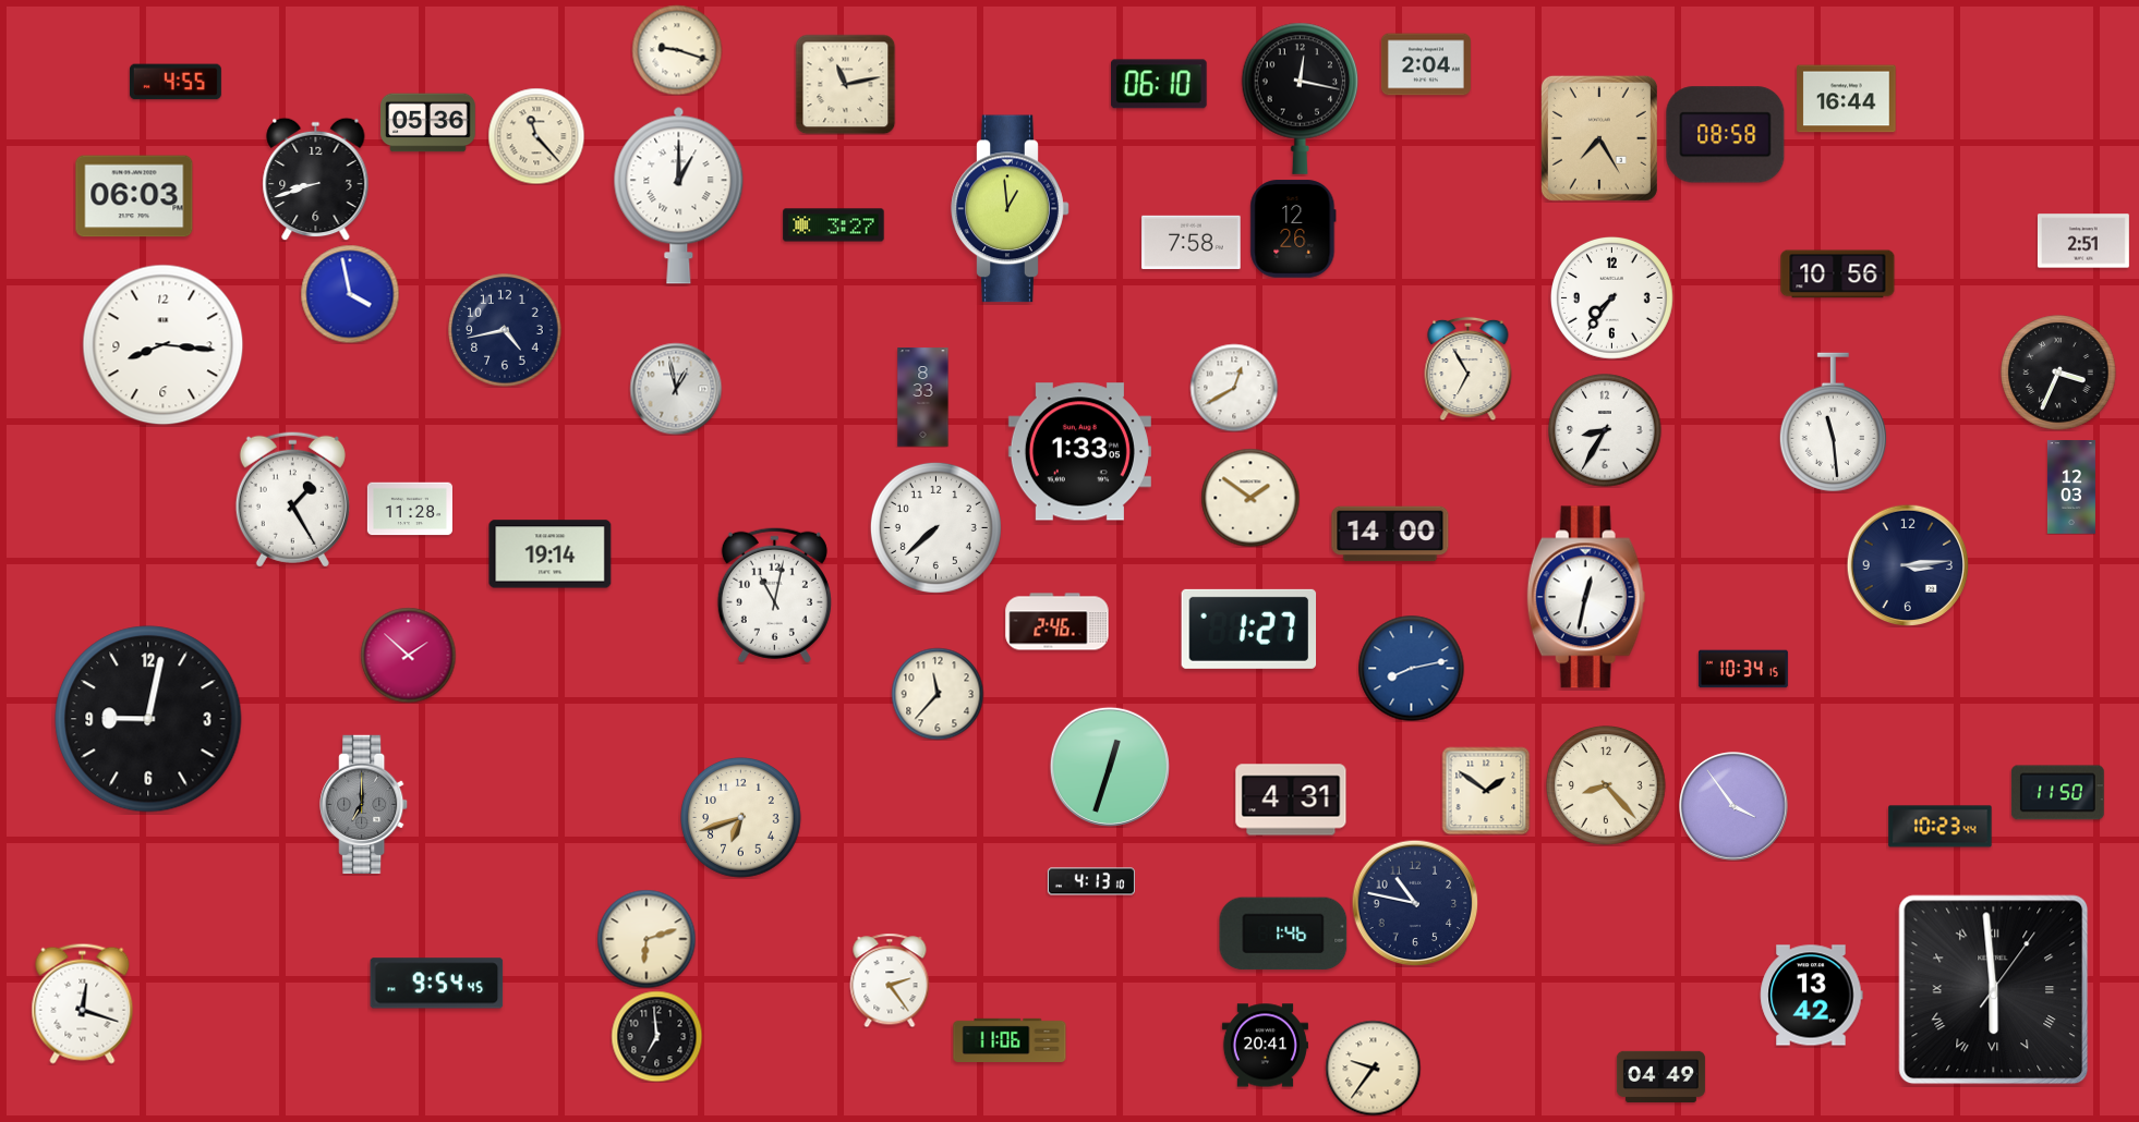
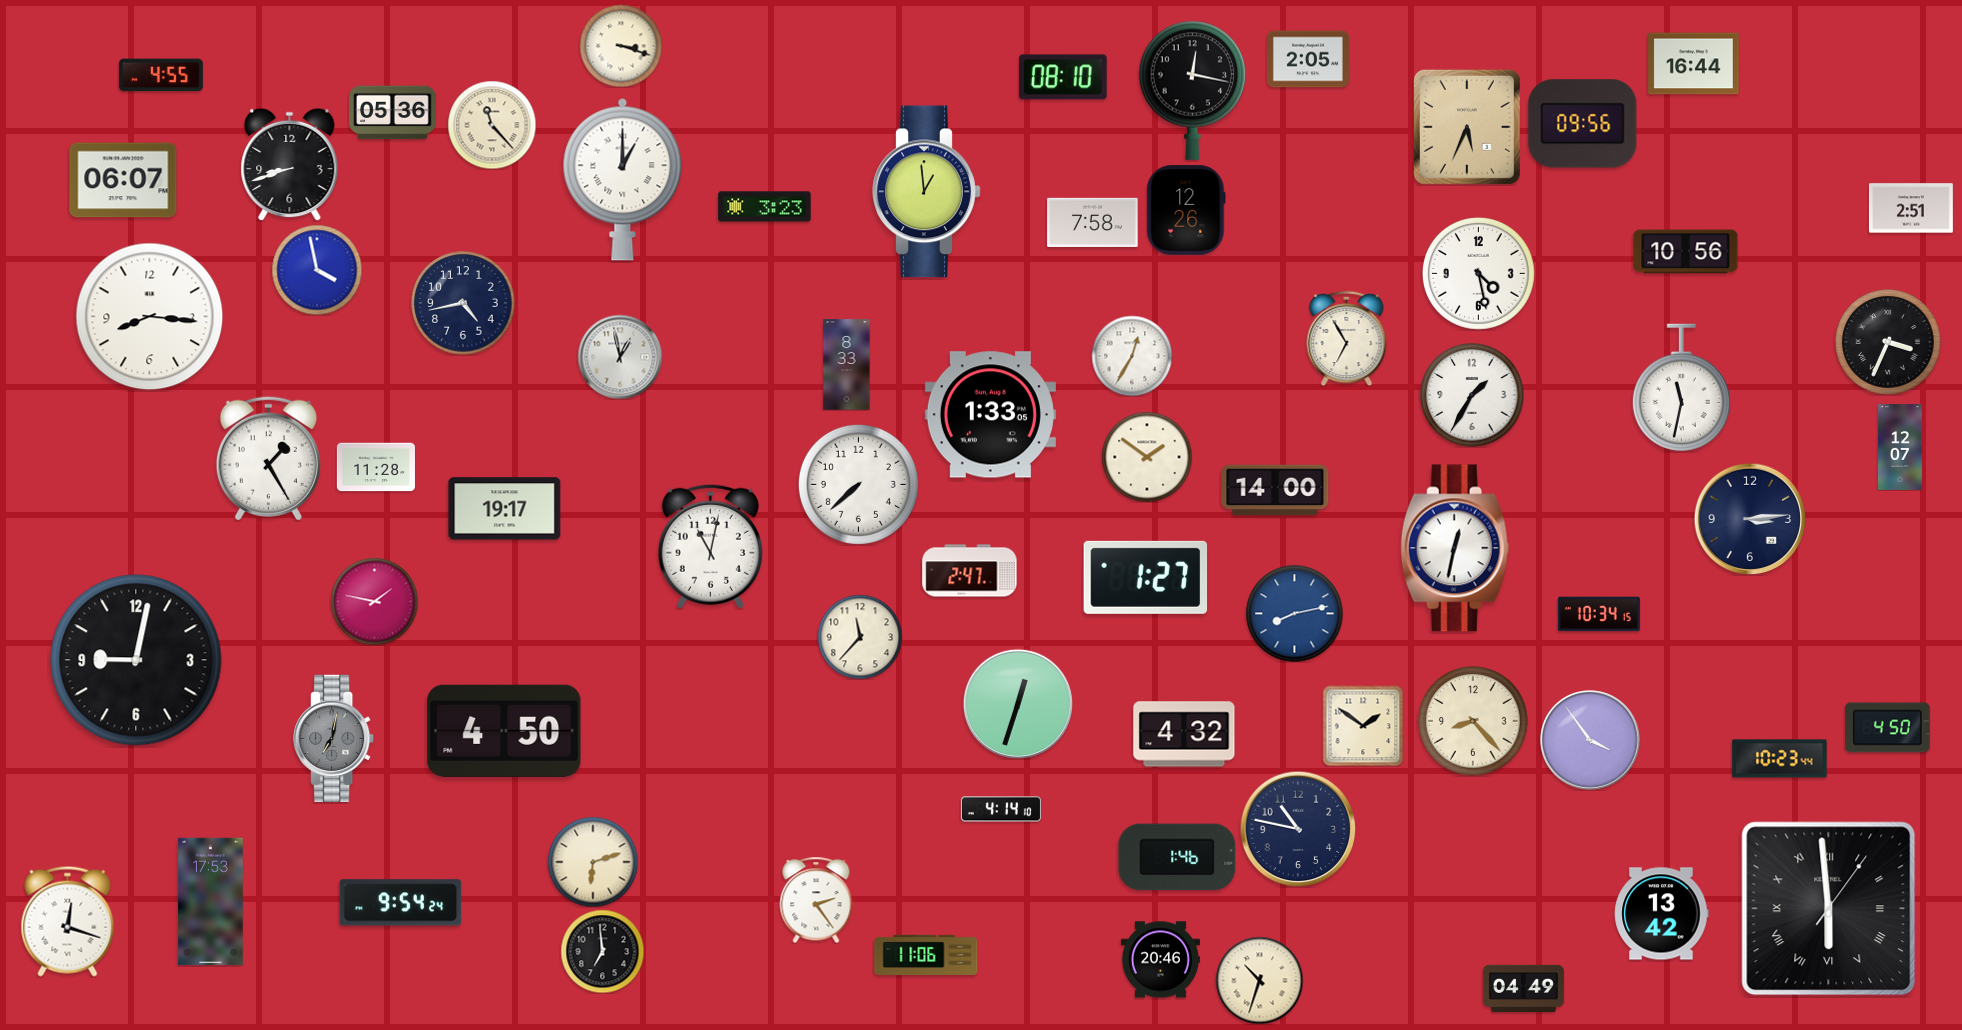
clock at (677, 50): 9:18 -> 3:18
clock at (1426, 64): 2:04 -> 2:05
clock at (845, 84): 11:13 -> none
clock at (1159, 84): 06:10 -> 08:10
clock at (1847, 99) position: (1847, 99) -> (1694, 64)
clock at (1726, 135): 08:58 -> 09:56
clock at (1599, 138): 7:25 -> 5:34
clock at (134, 196): 06:03 -> 06:07
clock at (834, 225): 3:27 -> 3:23
clock at (2083, 241) position: (2083, 241) -> (1911, 208)
clock at (350, 294) position: (350, 294) -> (317, 270)
clock at (1611, 297): 7:36 -> 4:28
clock at (1234, 388): 12:40 -> 12:35
clock at (1833, 423): 11:29 -> 11:32
clock at (1605, 430): 8:35 -> 1:35
clock at (2071, 487): 12:03 -> 12:07
clock at (551, 554): 19:14 -> 19:17
clock at (1058, 622): 2:46 -> 2:47
clock at (408, 655): 1:52 -> 1:47
clock at (2057, 793): 11:50 -> 4:50
clock at (504, 731): none -> 4:50
clock at (1291, 800): 4:31 -> 4:32
clock at (364, 804): 7:00 -> 7:02
clock at (741, 818): 6:42 -> none
clock at (1091, 881): 4:13 -> 4:14
clock at (211, 902): none -> 17:53
clock at (437, 984): 9:54:45 -> 9:54:24
clock at (83, 1003) position: (83, 1003) -> (68, 921)
clock at (1265, 1046): 20:41 -> 20:46
clock at (1373, 1068): 9:36 -> 10:33
